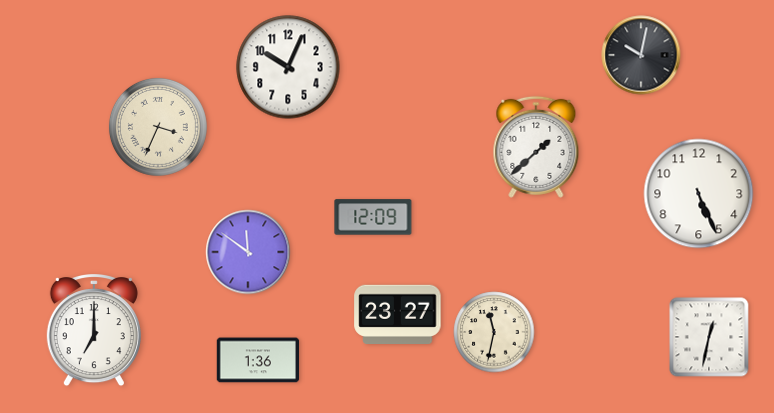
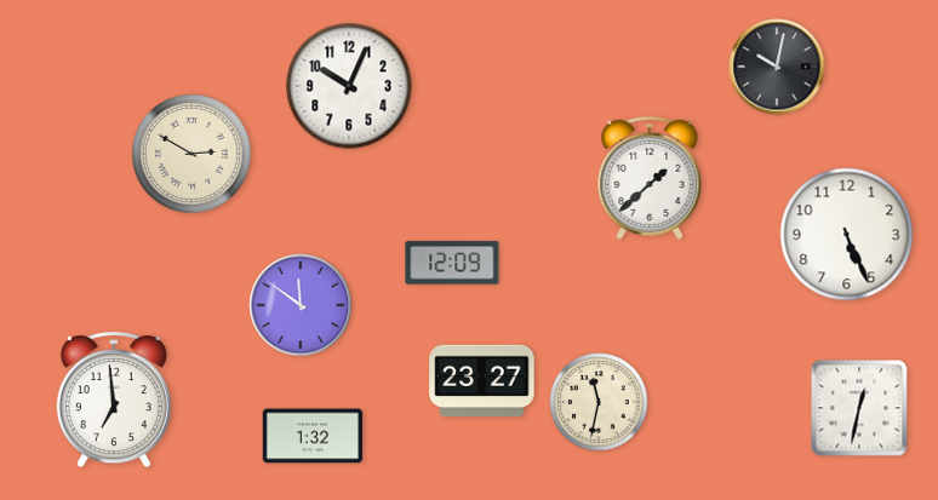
clock at (288, 67) position: (288, 67) -> (349, 86)
clock at (158, 127): 3:34 -> 2:50
clock at (94, 331): 7:00 -> 6:59
clock at (258, 360): 1:36 -> 1:32
